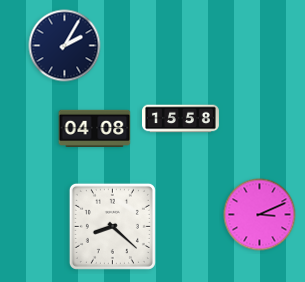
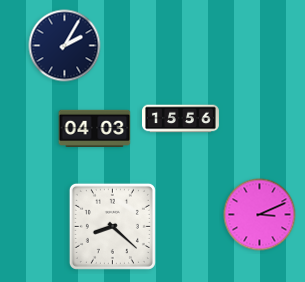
clock at (181, 119): 15:58 -> 15:56
clock at (95, 128): 04:08 -> 04:03
